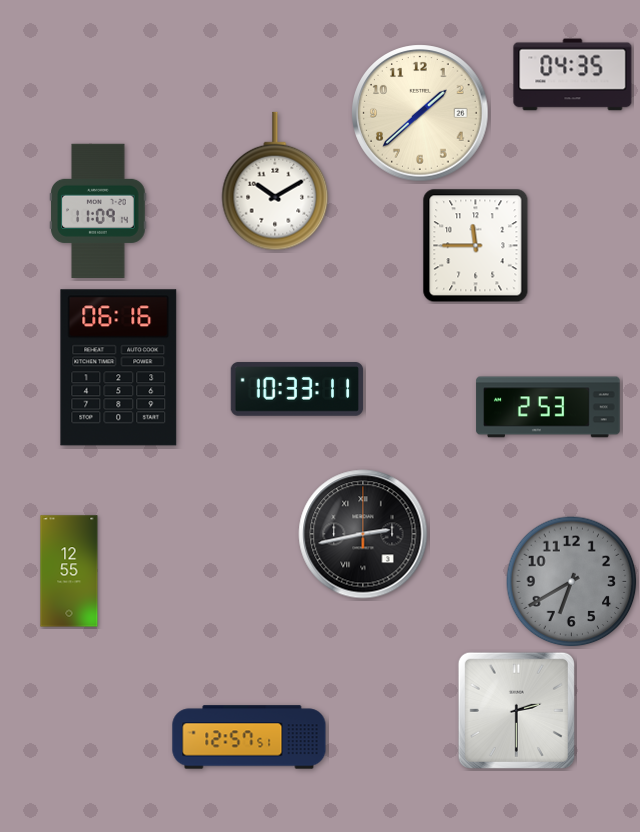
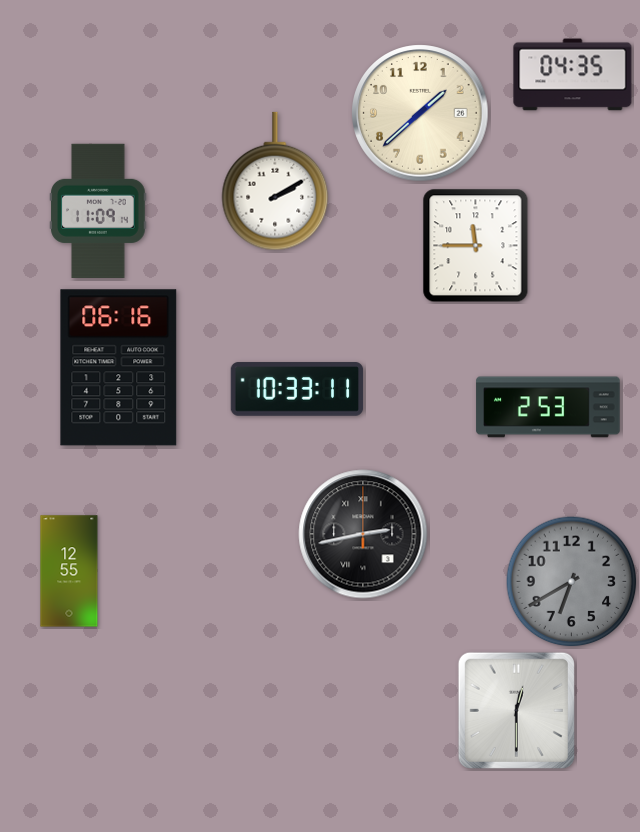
clock at (275, 181): 10:10 -> 2:10
clock at (516, 710): 2:30 -> 12:30
clock at (249, 737): 12:57 -> none
